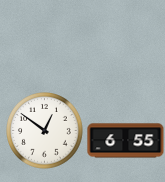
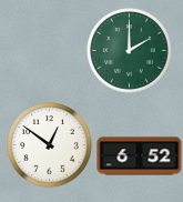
clock at (130, 51): none -> 2:00
clock at (126, 141): 6:55 -> 6:52
